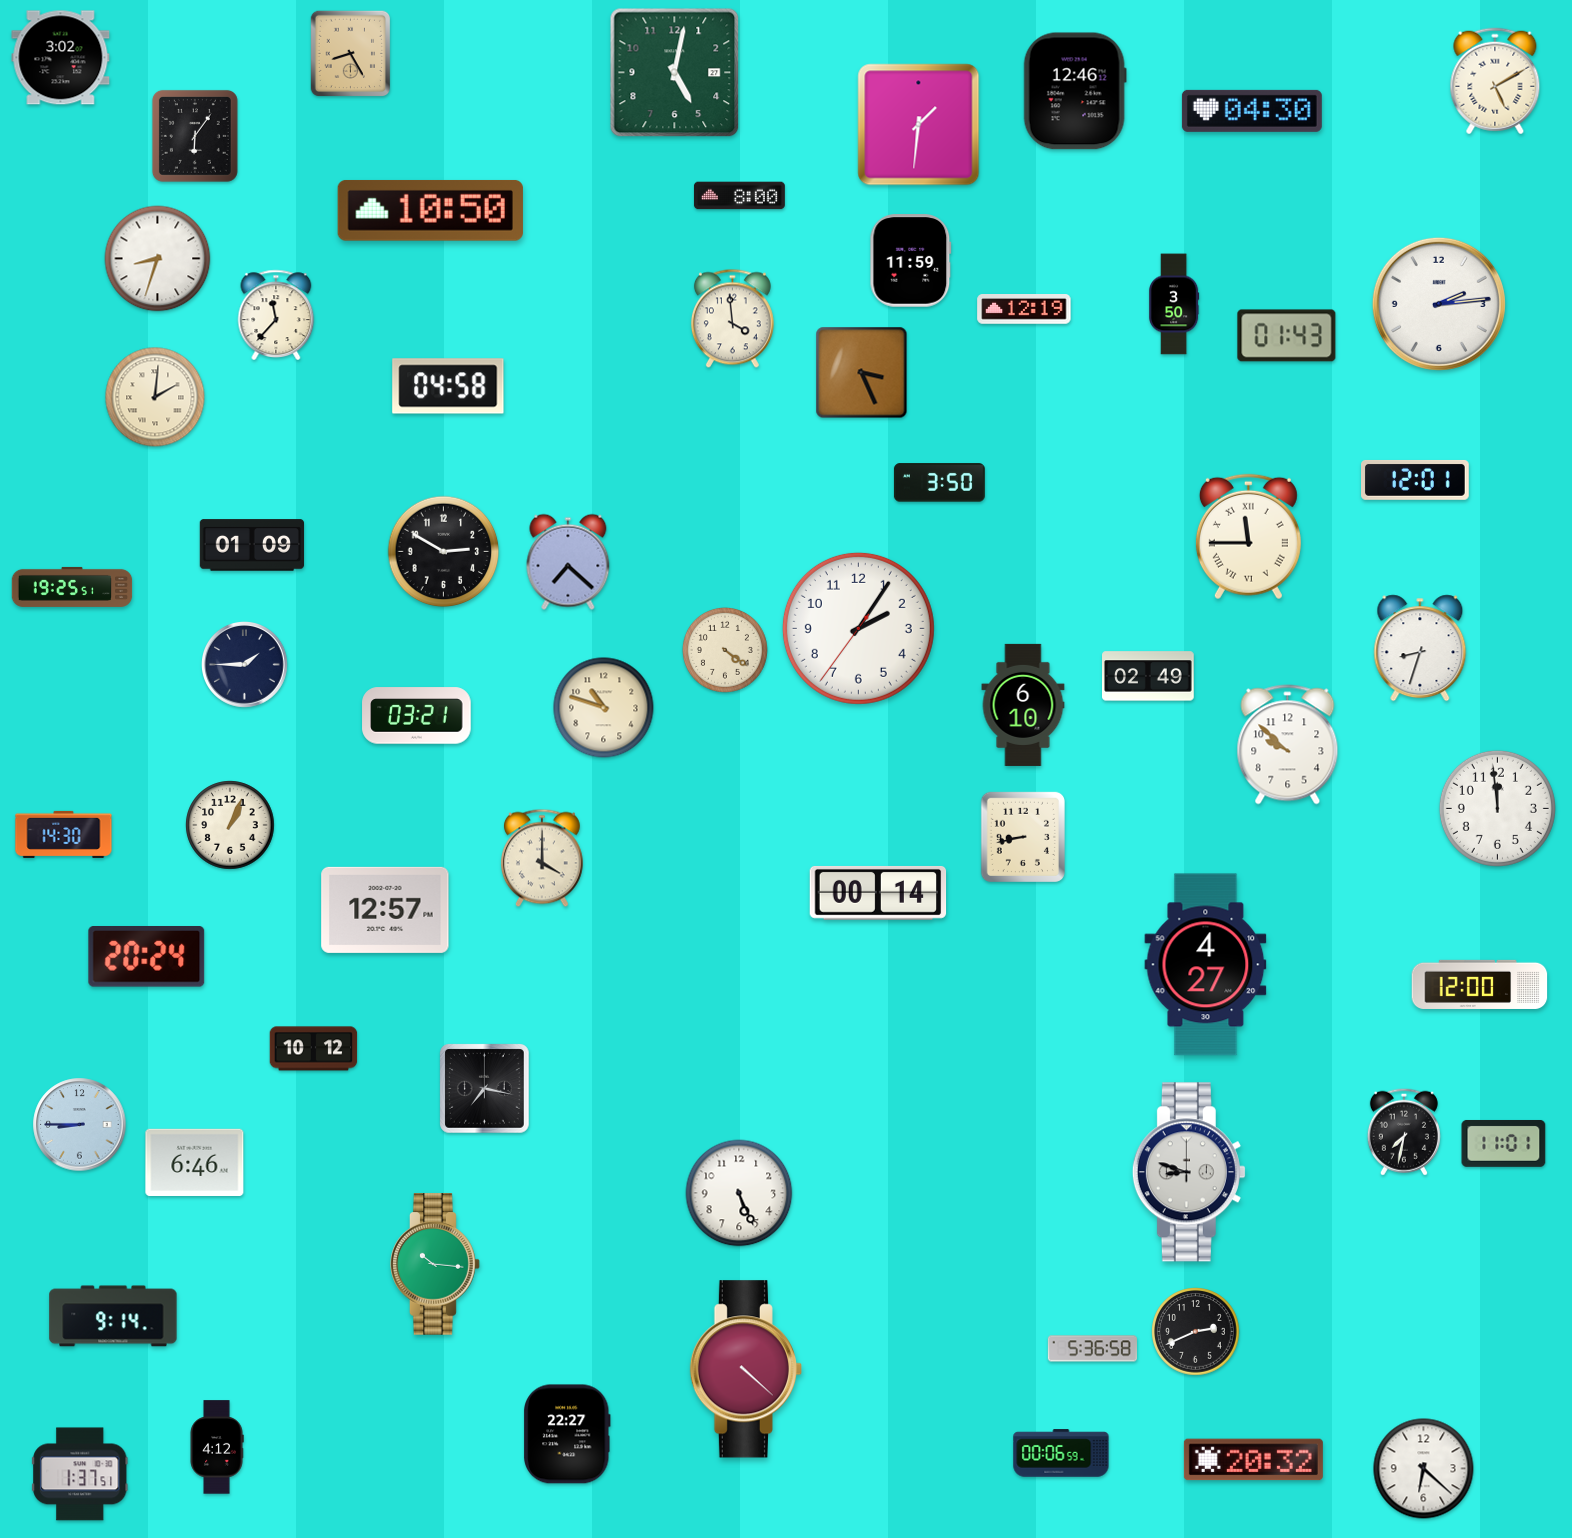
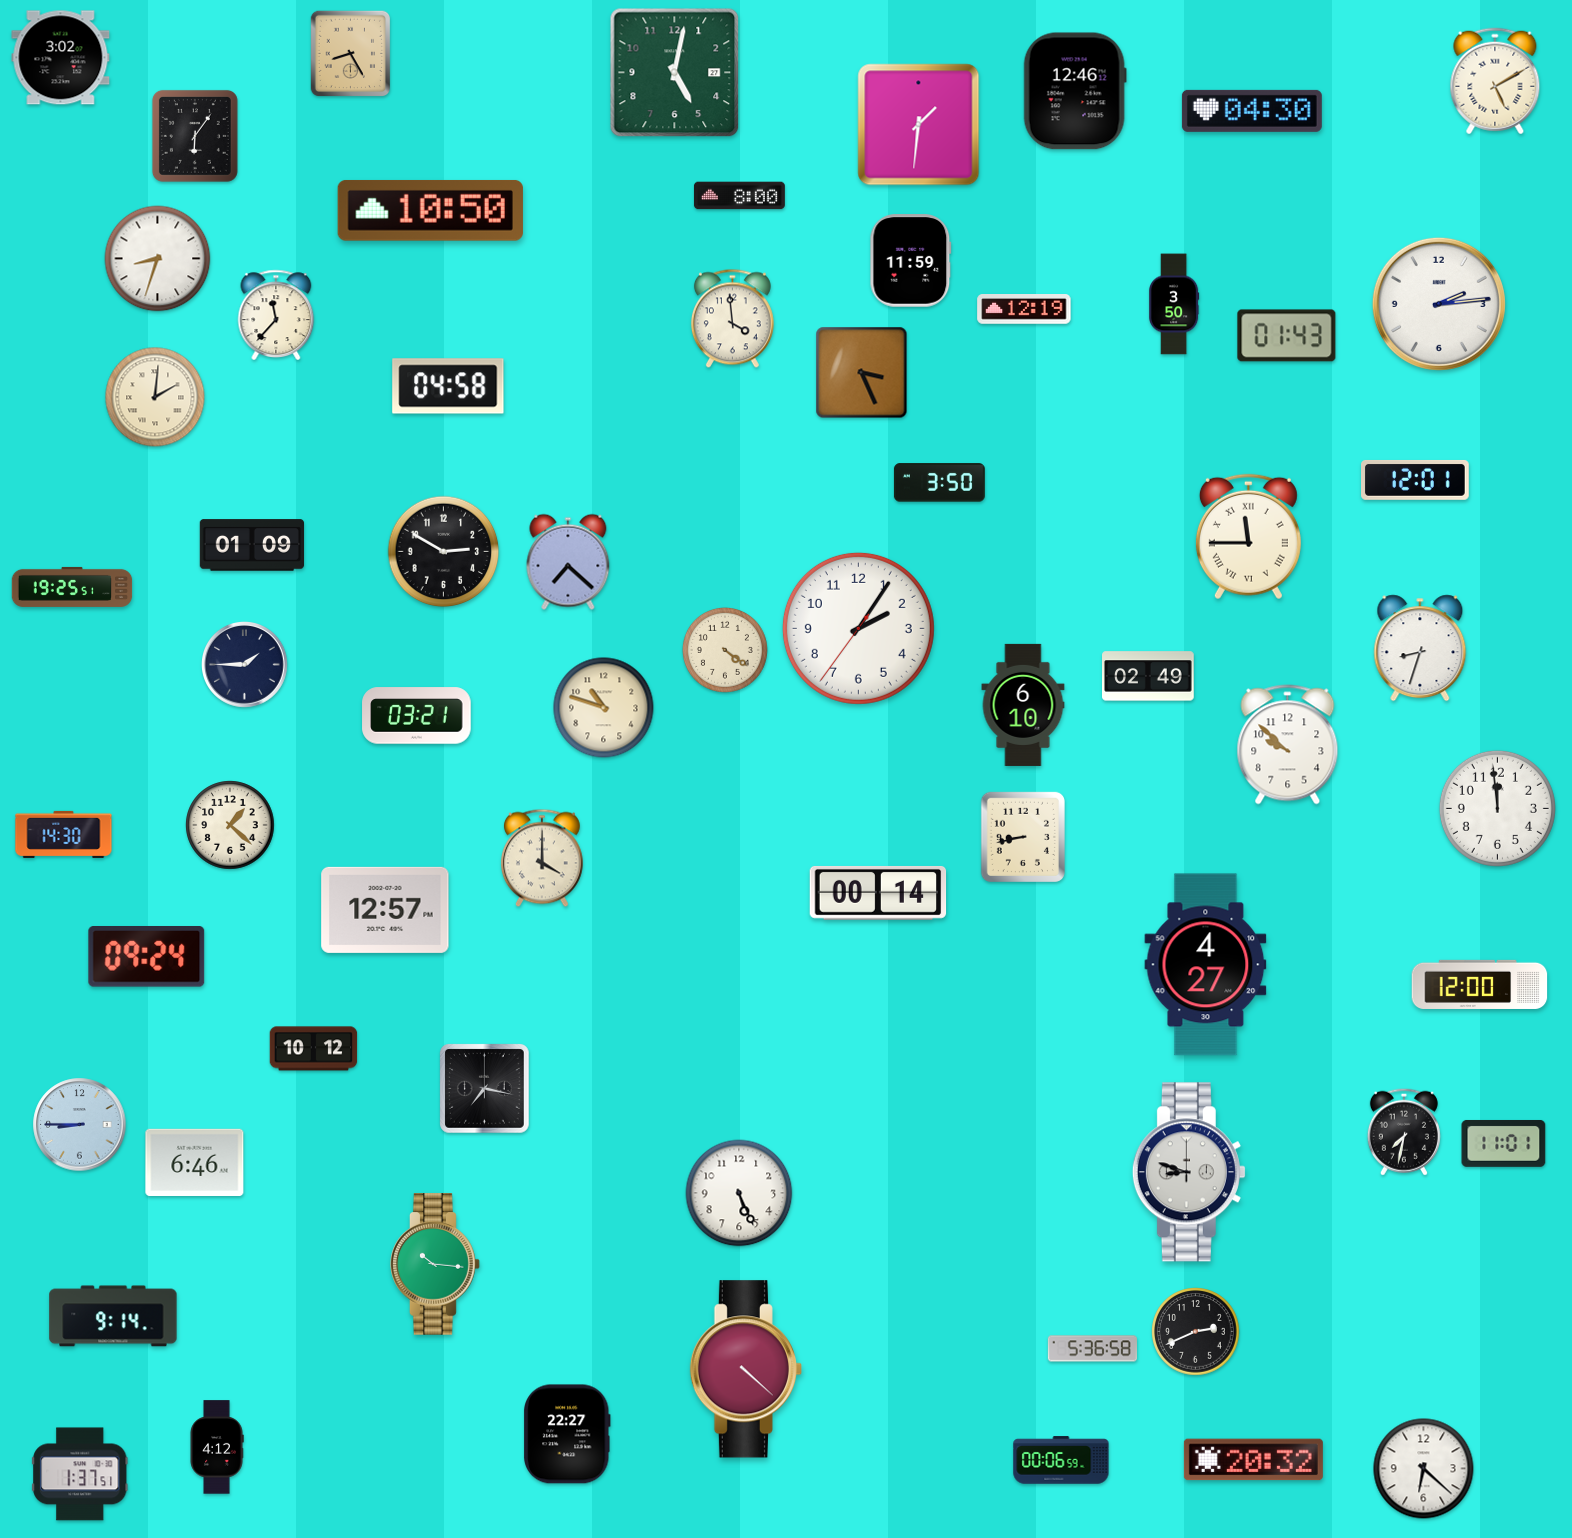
clock at (230, 825): 1:04 -> 1:22
clock at (147, 957): 20:24 -> 09:24
clock at (1061, 1453) position: (1061, 1453) -> (1061, 1460)
